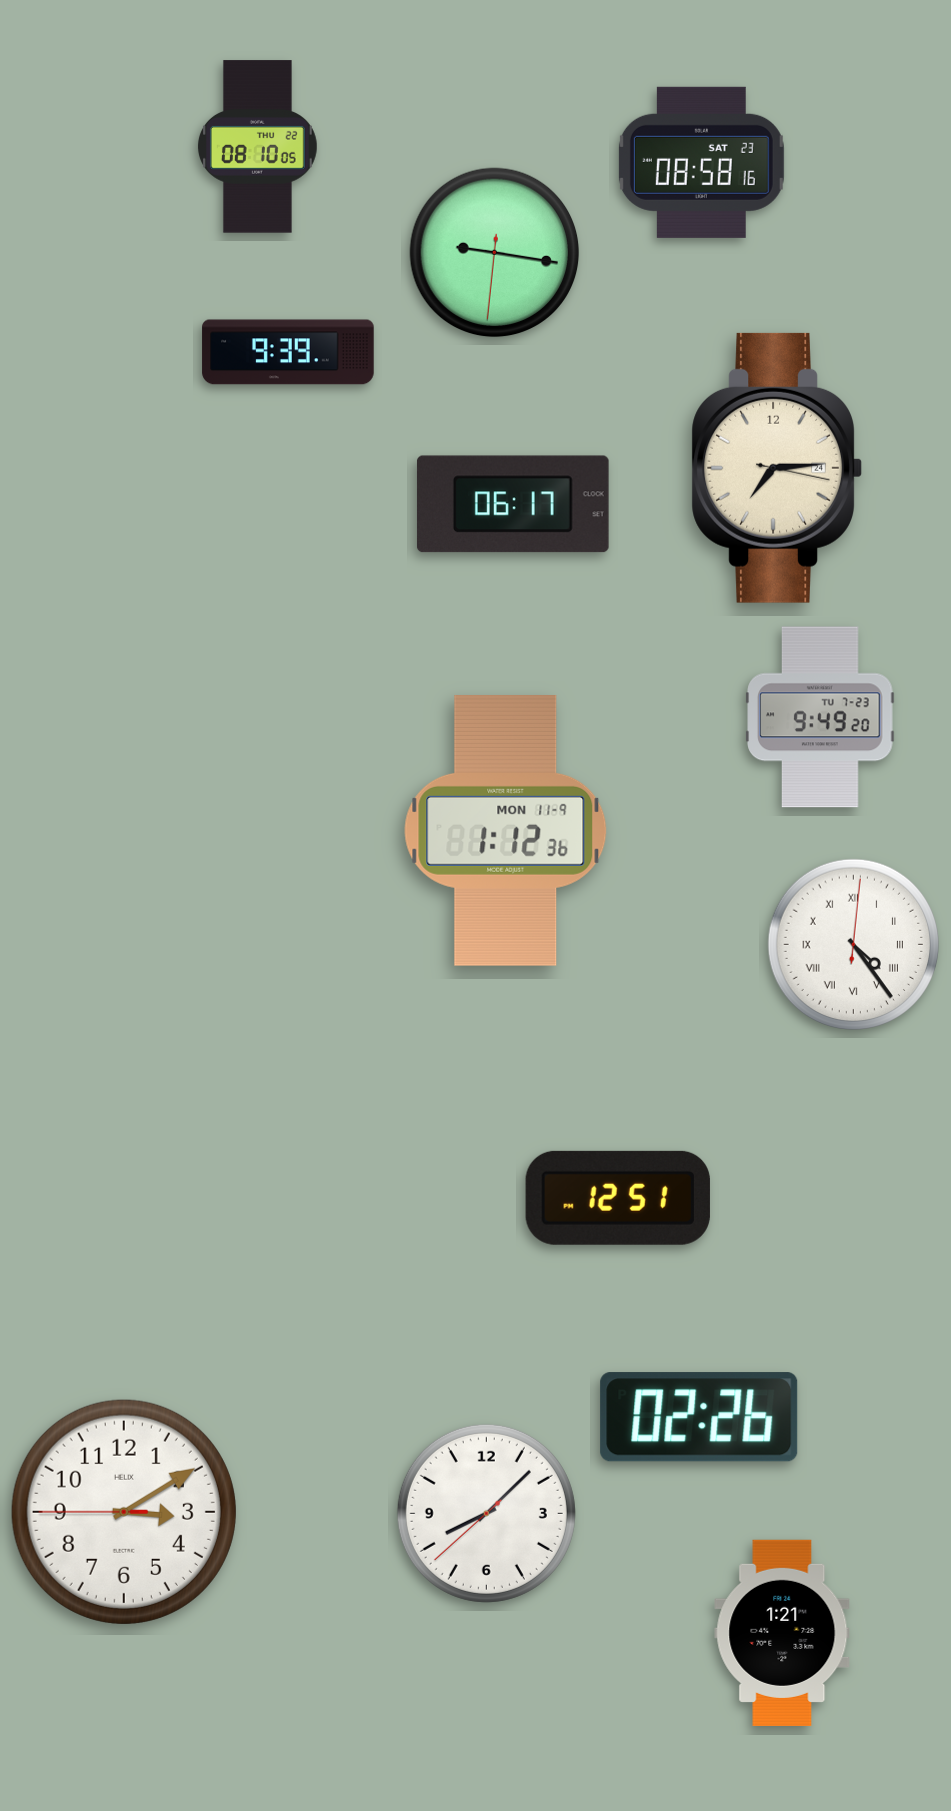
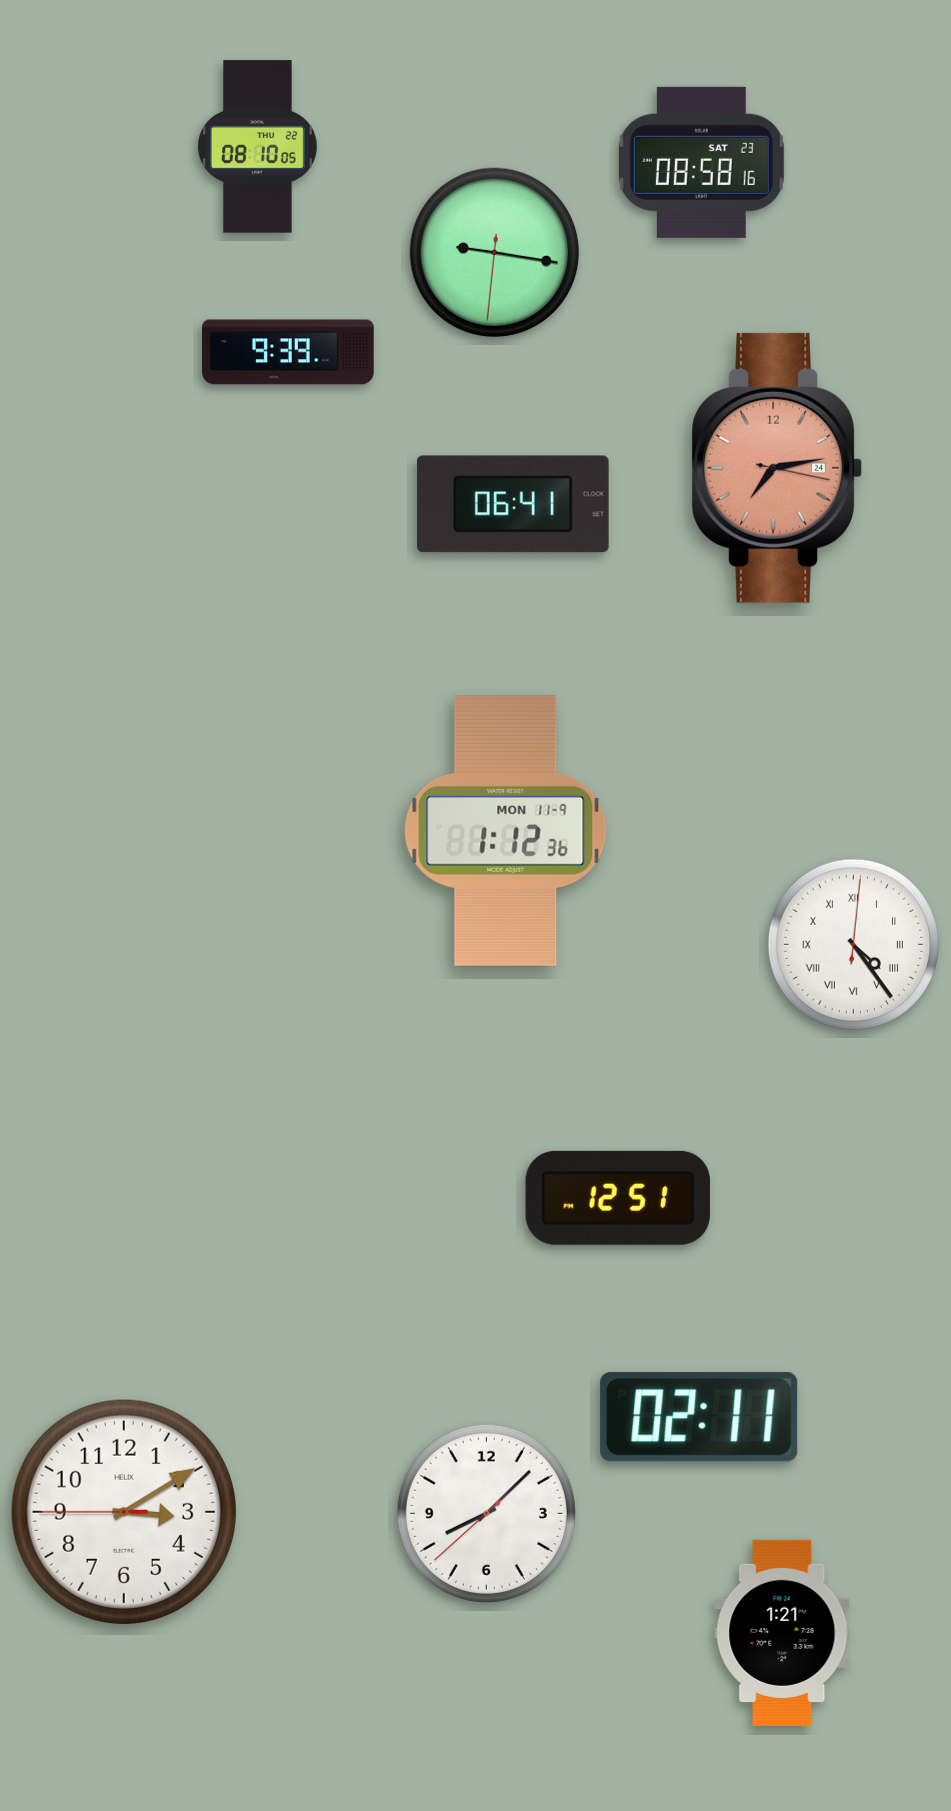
clock at (777, 468): 7:14 -> 7:13
clock at (777, 468) dial: cream -> salmon
clock at (513, 504): 06:17 -> 06:41
clock at (820, 717): 9:49 -> none
clock at (699, 1417): 02:26 -> 02:11
